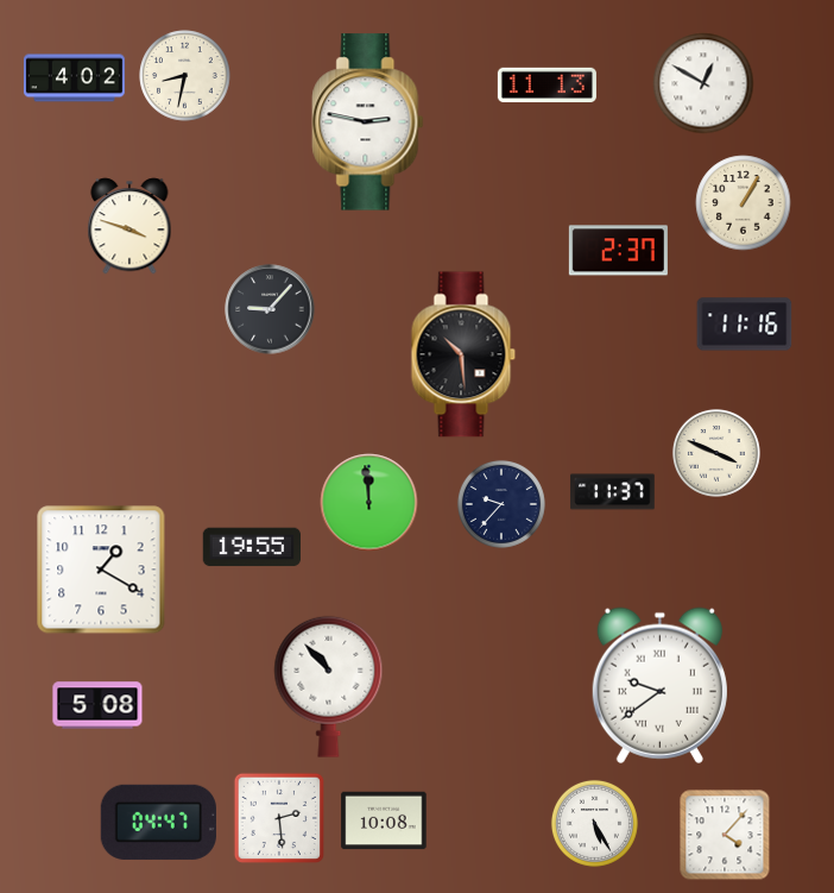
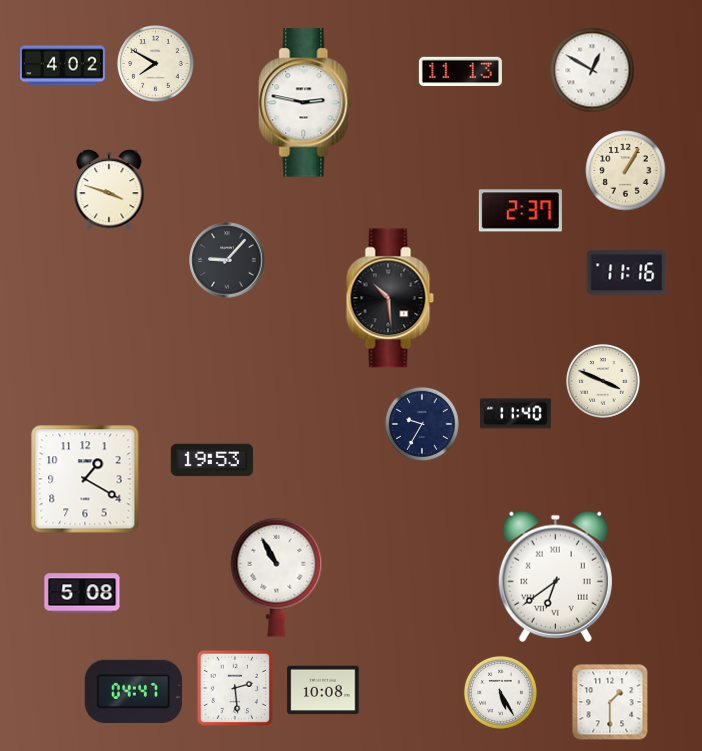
clock at (185, 76): 8:32 -> 7:50
clock at (368, 122) position: (368, 122) -> (306, 103)
clock at (613, 492): 11:37 -> 11:40
clock at (369, 503): 11:59 -> none
clock at (501, 504): 9:37 -> 9:35
clock at (251, 547): 19:55 -> 19:53
clock at (659, 685): 9:39 -> 6:39
clock at (329, 686): 10:53 -> 10:55
clock at (725, 835): 4:07 -> 1:30
